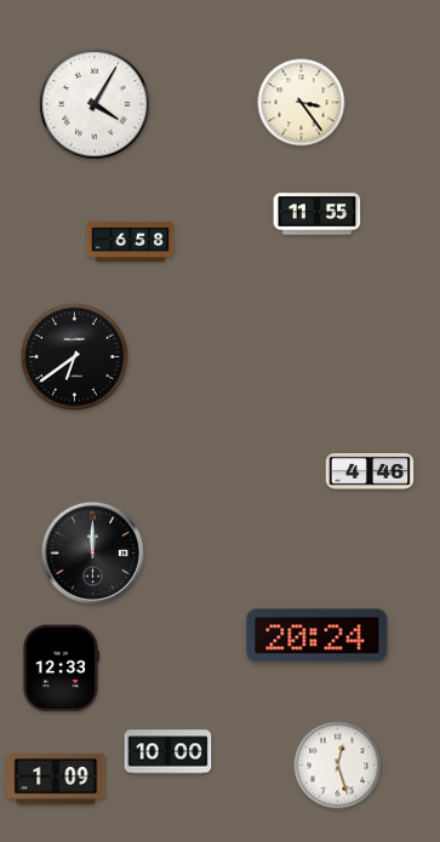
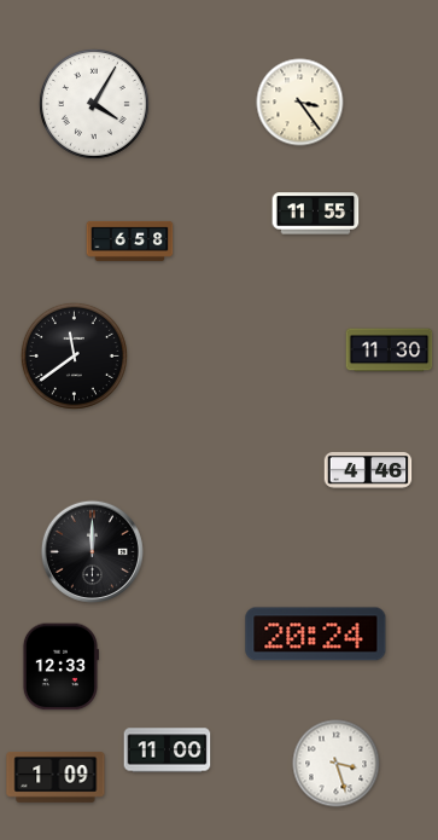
clock at (390, 351): none -> 11:30
clock at (74, 356): 6:39 -> 11:39
clock at (168, 752): 10:00 -> 11:00
clock at (338, 766): 12:27 -> 3:27
